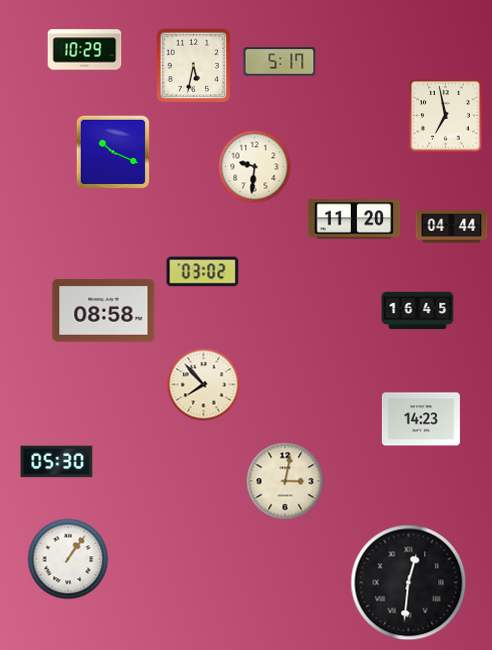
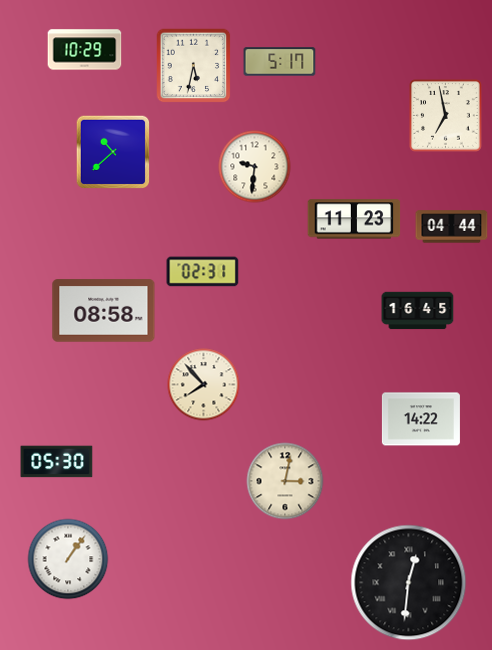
clock at (113, 152): 10:19 -> 10:38
clock at (354, 219): 11:20 -> 11:23
clock at (203, 272): 03:02 -> 02:31
clock at (421, 419): 14:23 -> 14:22
